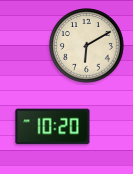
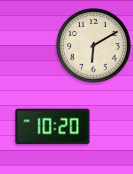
clock at (87, 46) position: (87, 46) -> (94, 46)
